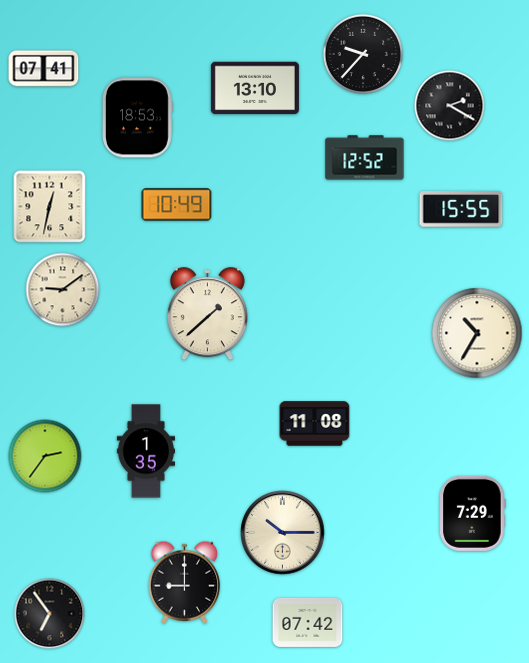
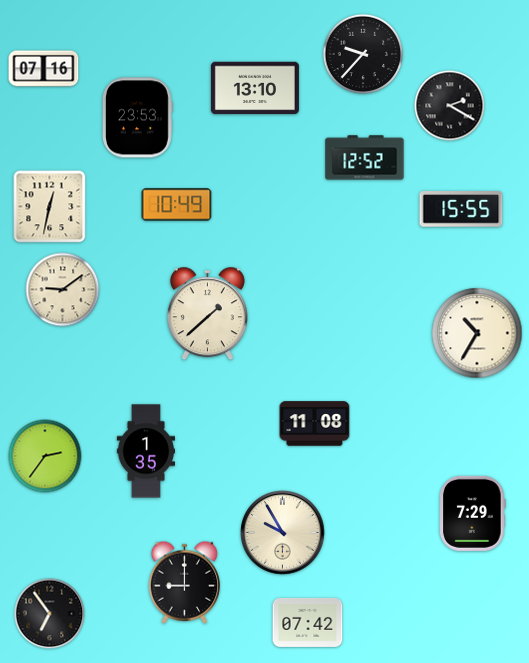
clock at (44, 69): 07:41 -> 07:16
clock at (138, 118): 18:53 -> 23:53
clock at (283, 533): 10:15 -> 9:55
